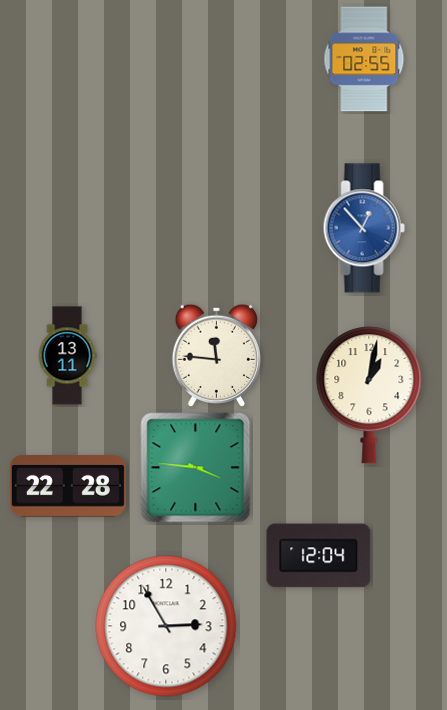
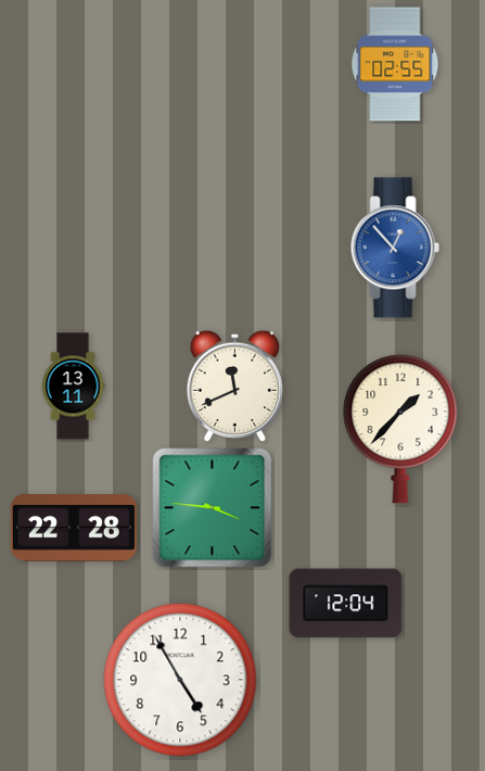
clock at (216, 355): 11:46 -> 11:41
clock at (369, 395): 1:02 -> 1:37
clock at (166, 626): 2:55 -> 4:55
